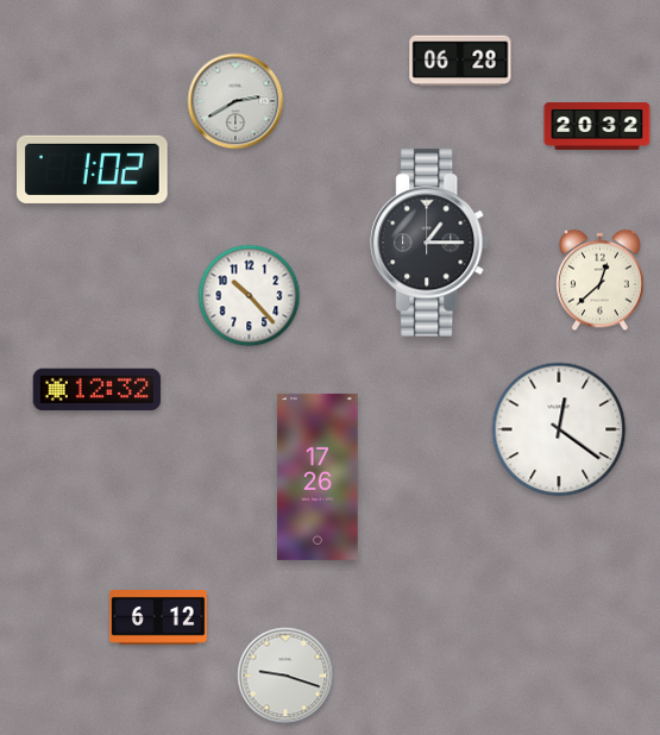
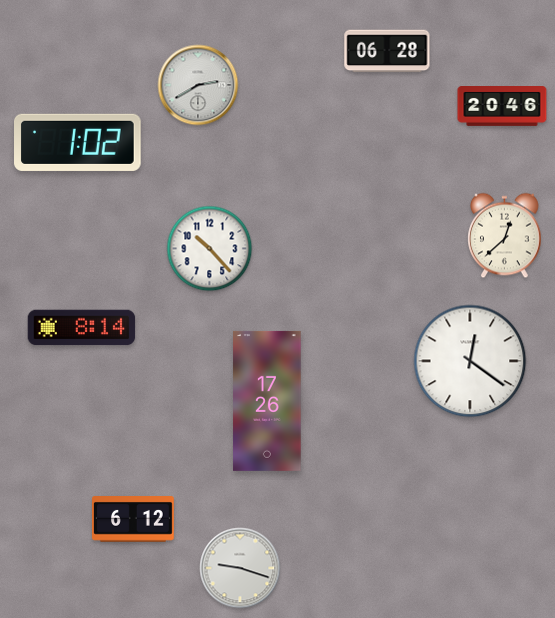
clock at (597, 127): 20:32 -> 20:46
clock at (430, 243): 1:15 -> none
clock at (98, 390): 12:32 -> 8:14
